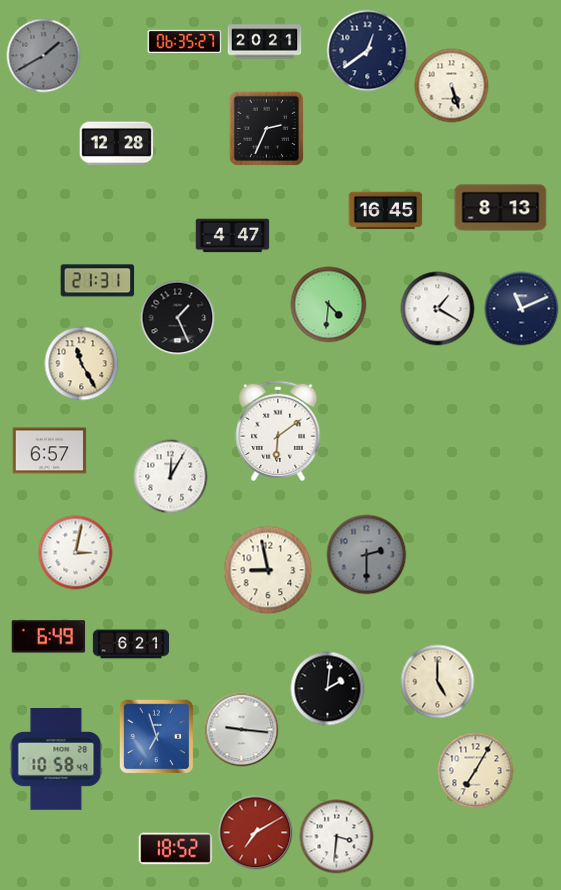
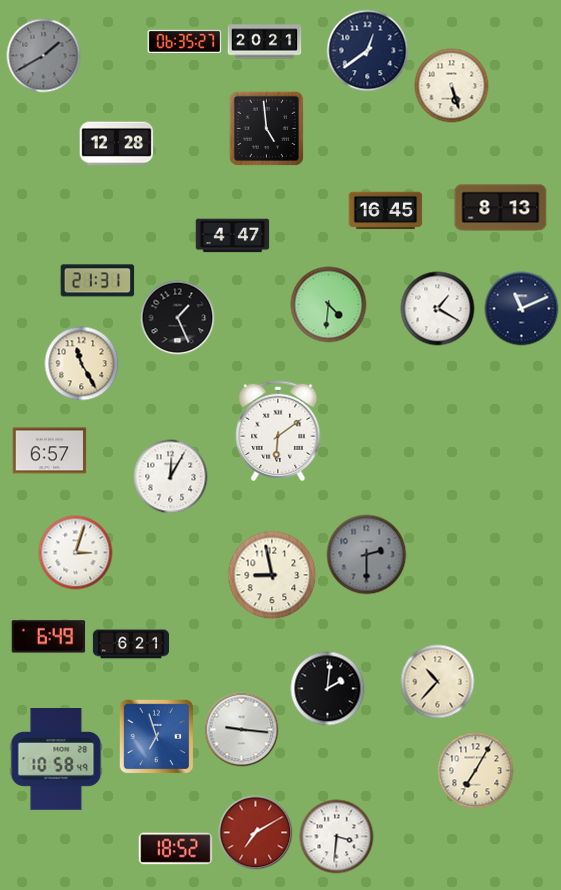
clock at (267, 129): 2:34 -> 4:59
clock at (76, 553): 3:02 -> 3:03
clock at (268, 570) position: (268, 570) -> (272, 575)
clock at (438, 682): 5:00 -> 10:37
